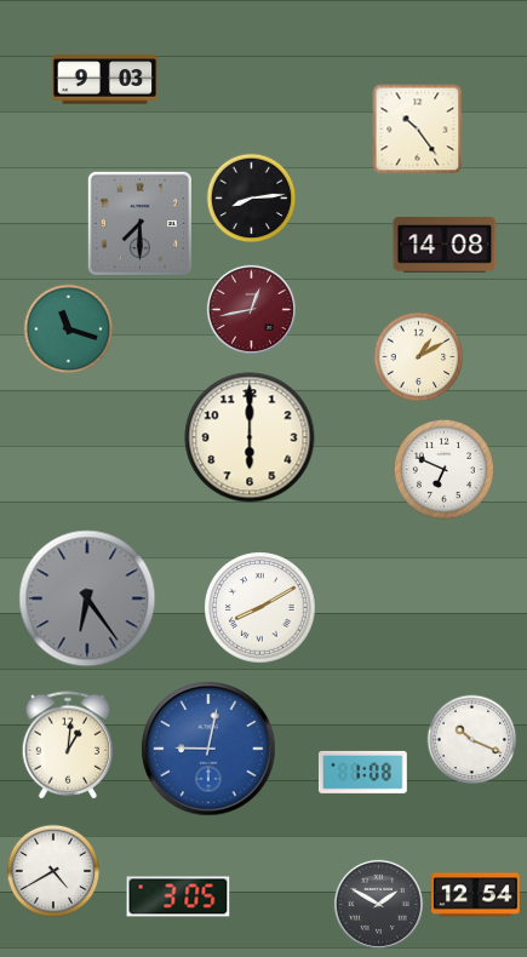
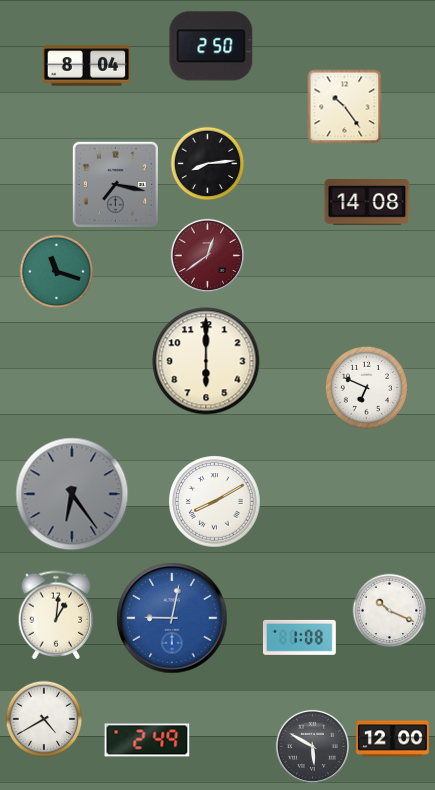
clock at (211, 46): none -> 2:50
clock at (105, 80): 9:03 -> 8:04
clock at (139, 223): 7:30 -> 7:17
clock at (251, 309): 12:43 -> 12:39
clock at (419, 357): 1:10 -> none
clock at (476, 895): 12:54 -> 12:00
clock at (178, 896): 3:05 -> 2:49
clock at (378, 904): 1:50 -> 5:50
